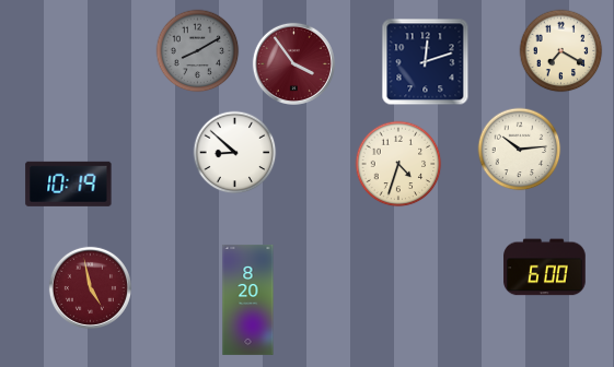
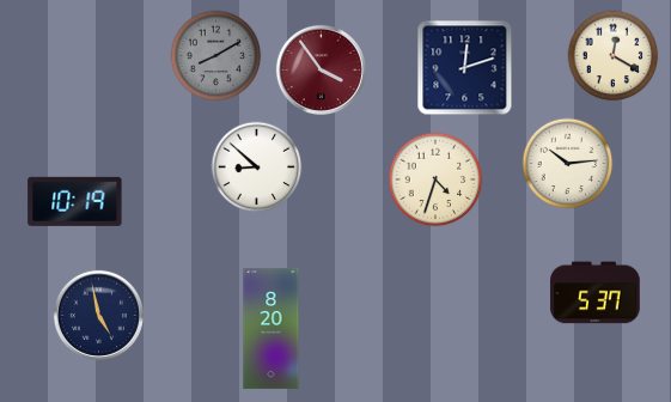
clock at (561, 51): 7:20 -> 12:20
clock at (545, 268): 6:00 -> 5:37
clock at (90, 287) dial: burgundy -> navy
